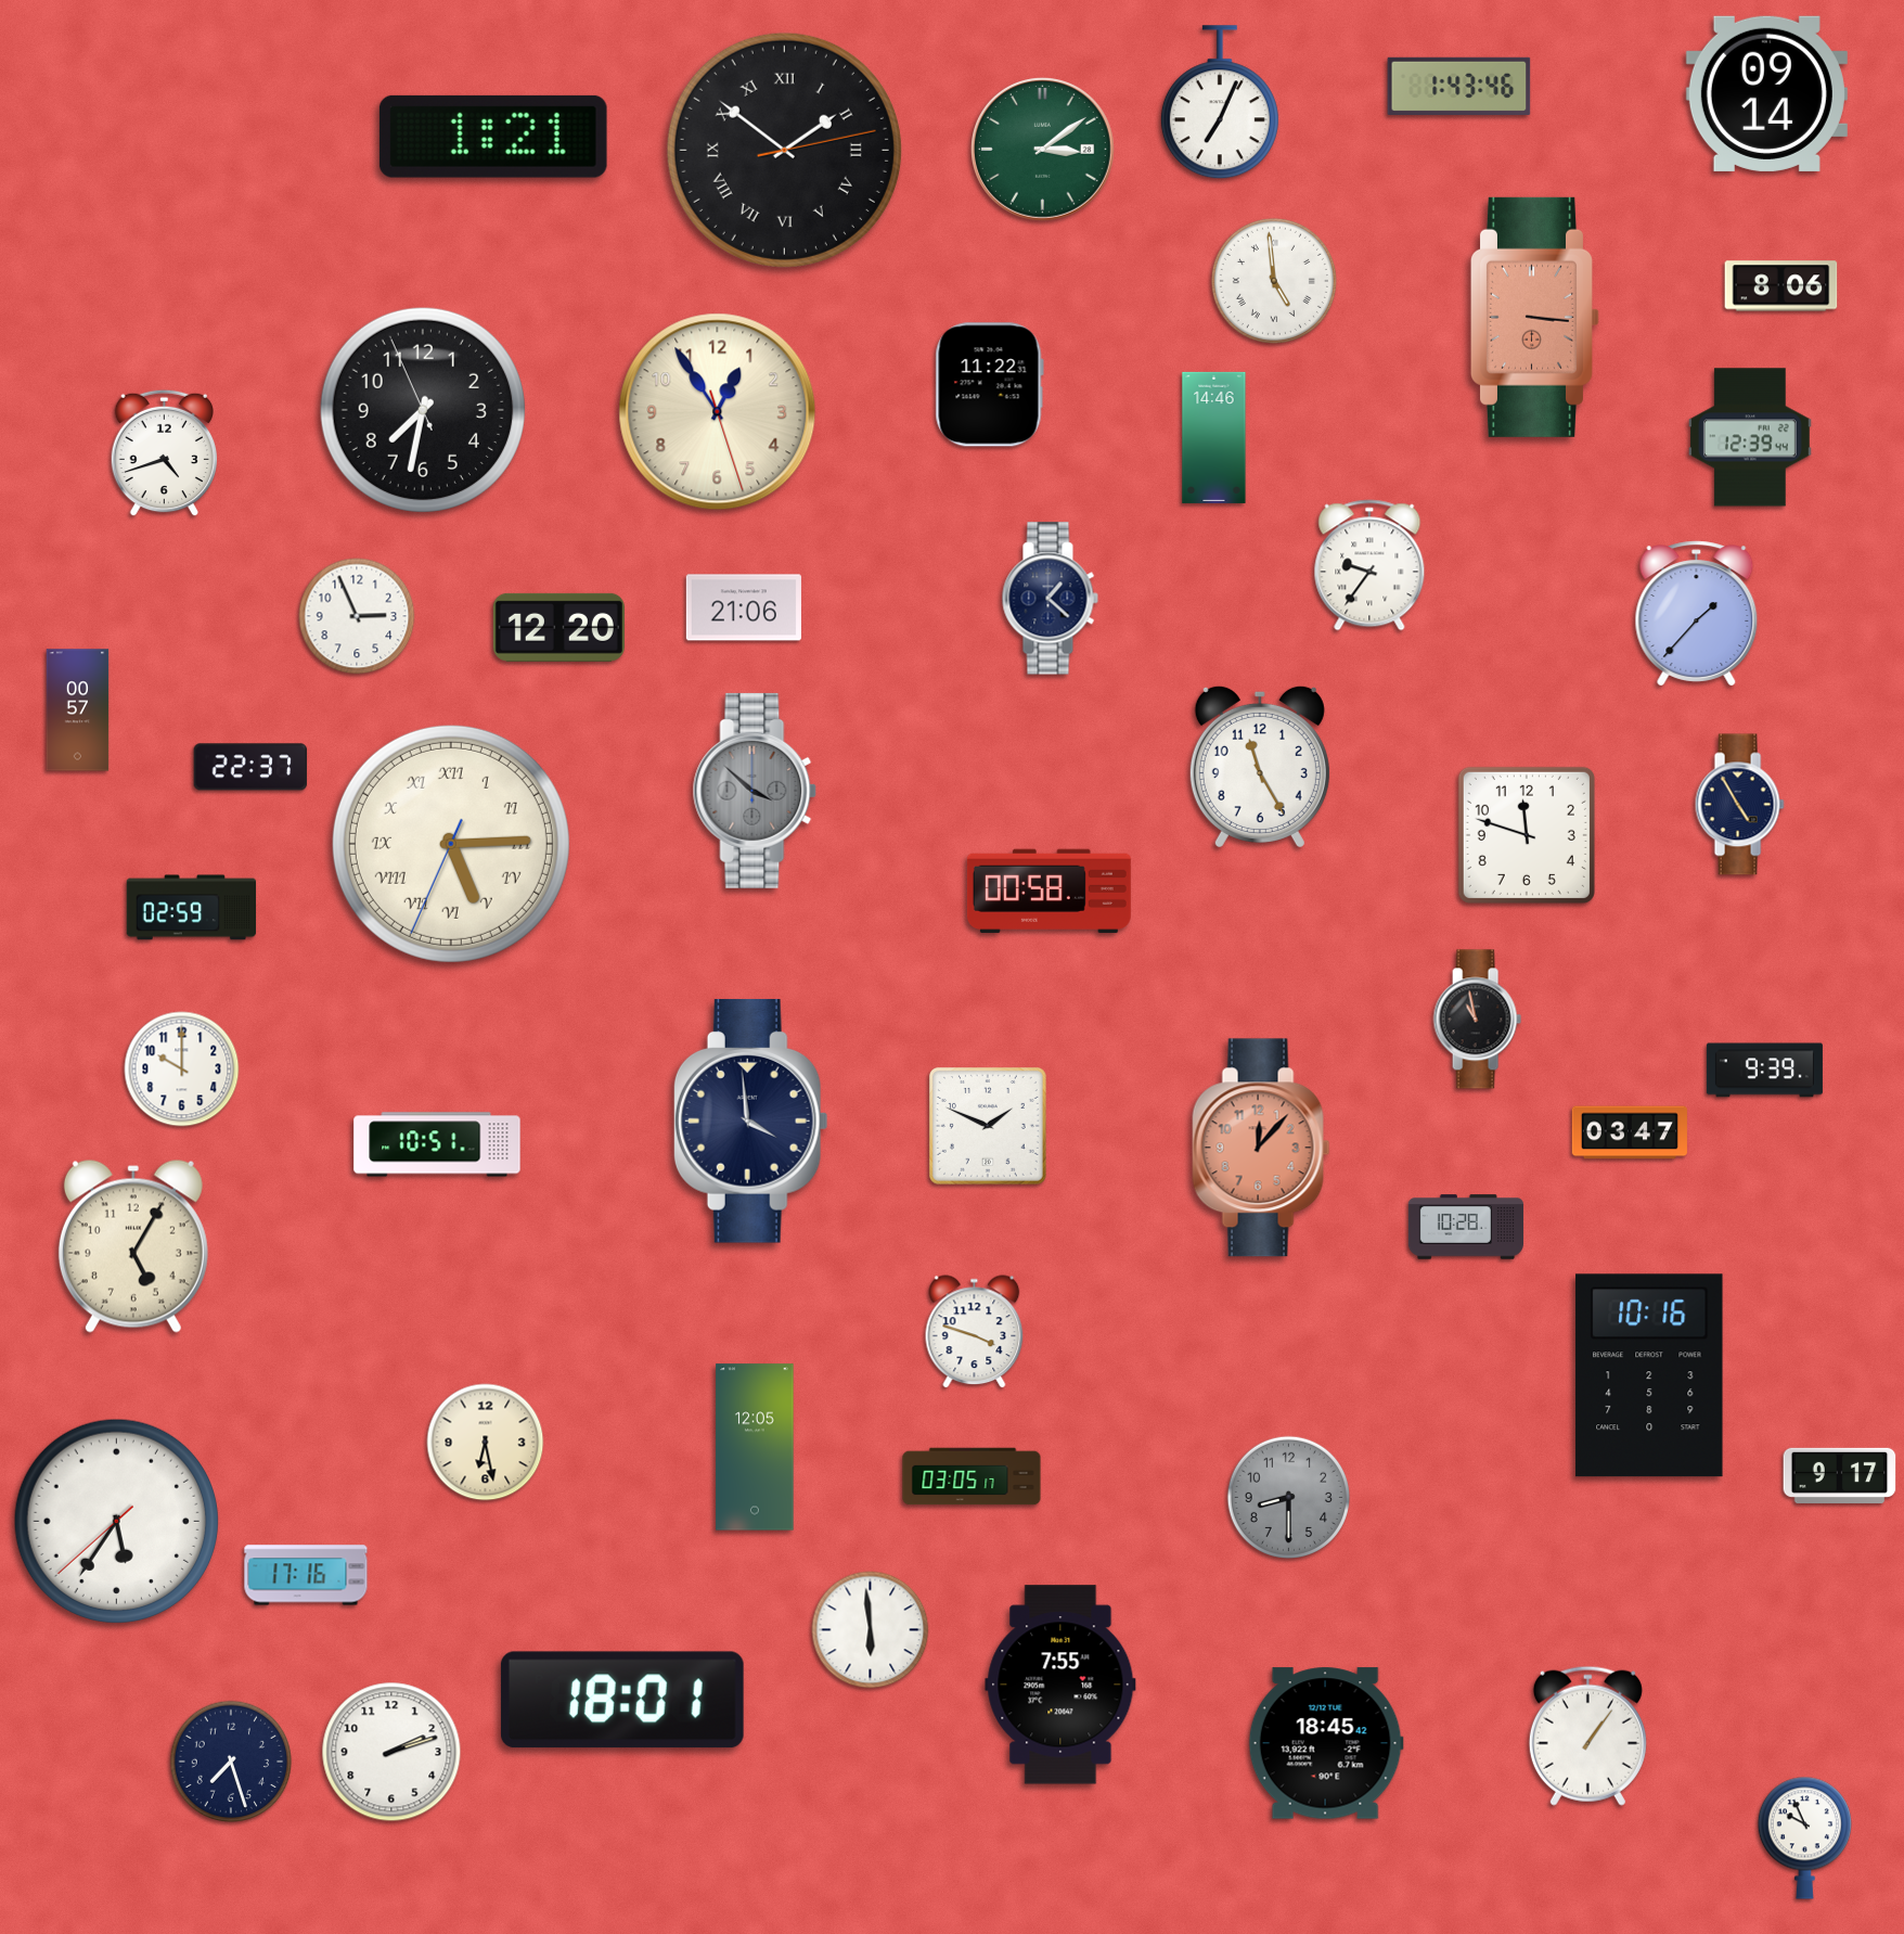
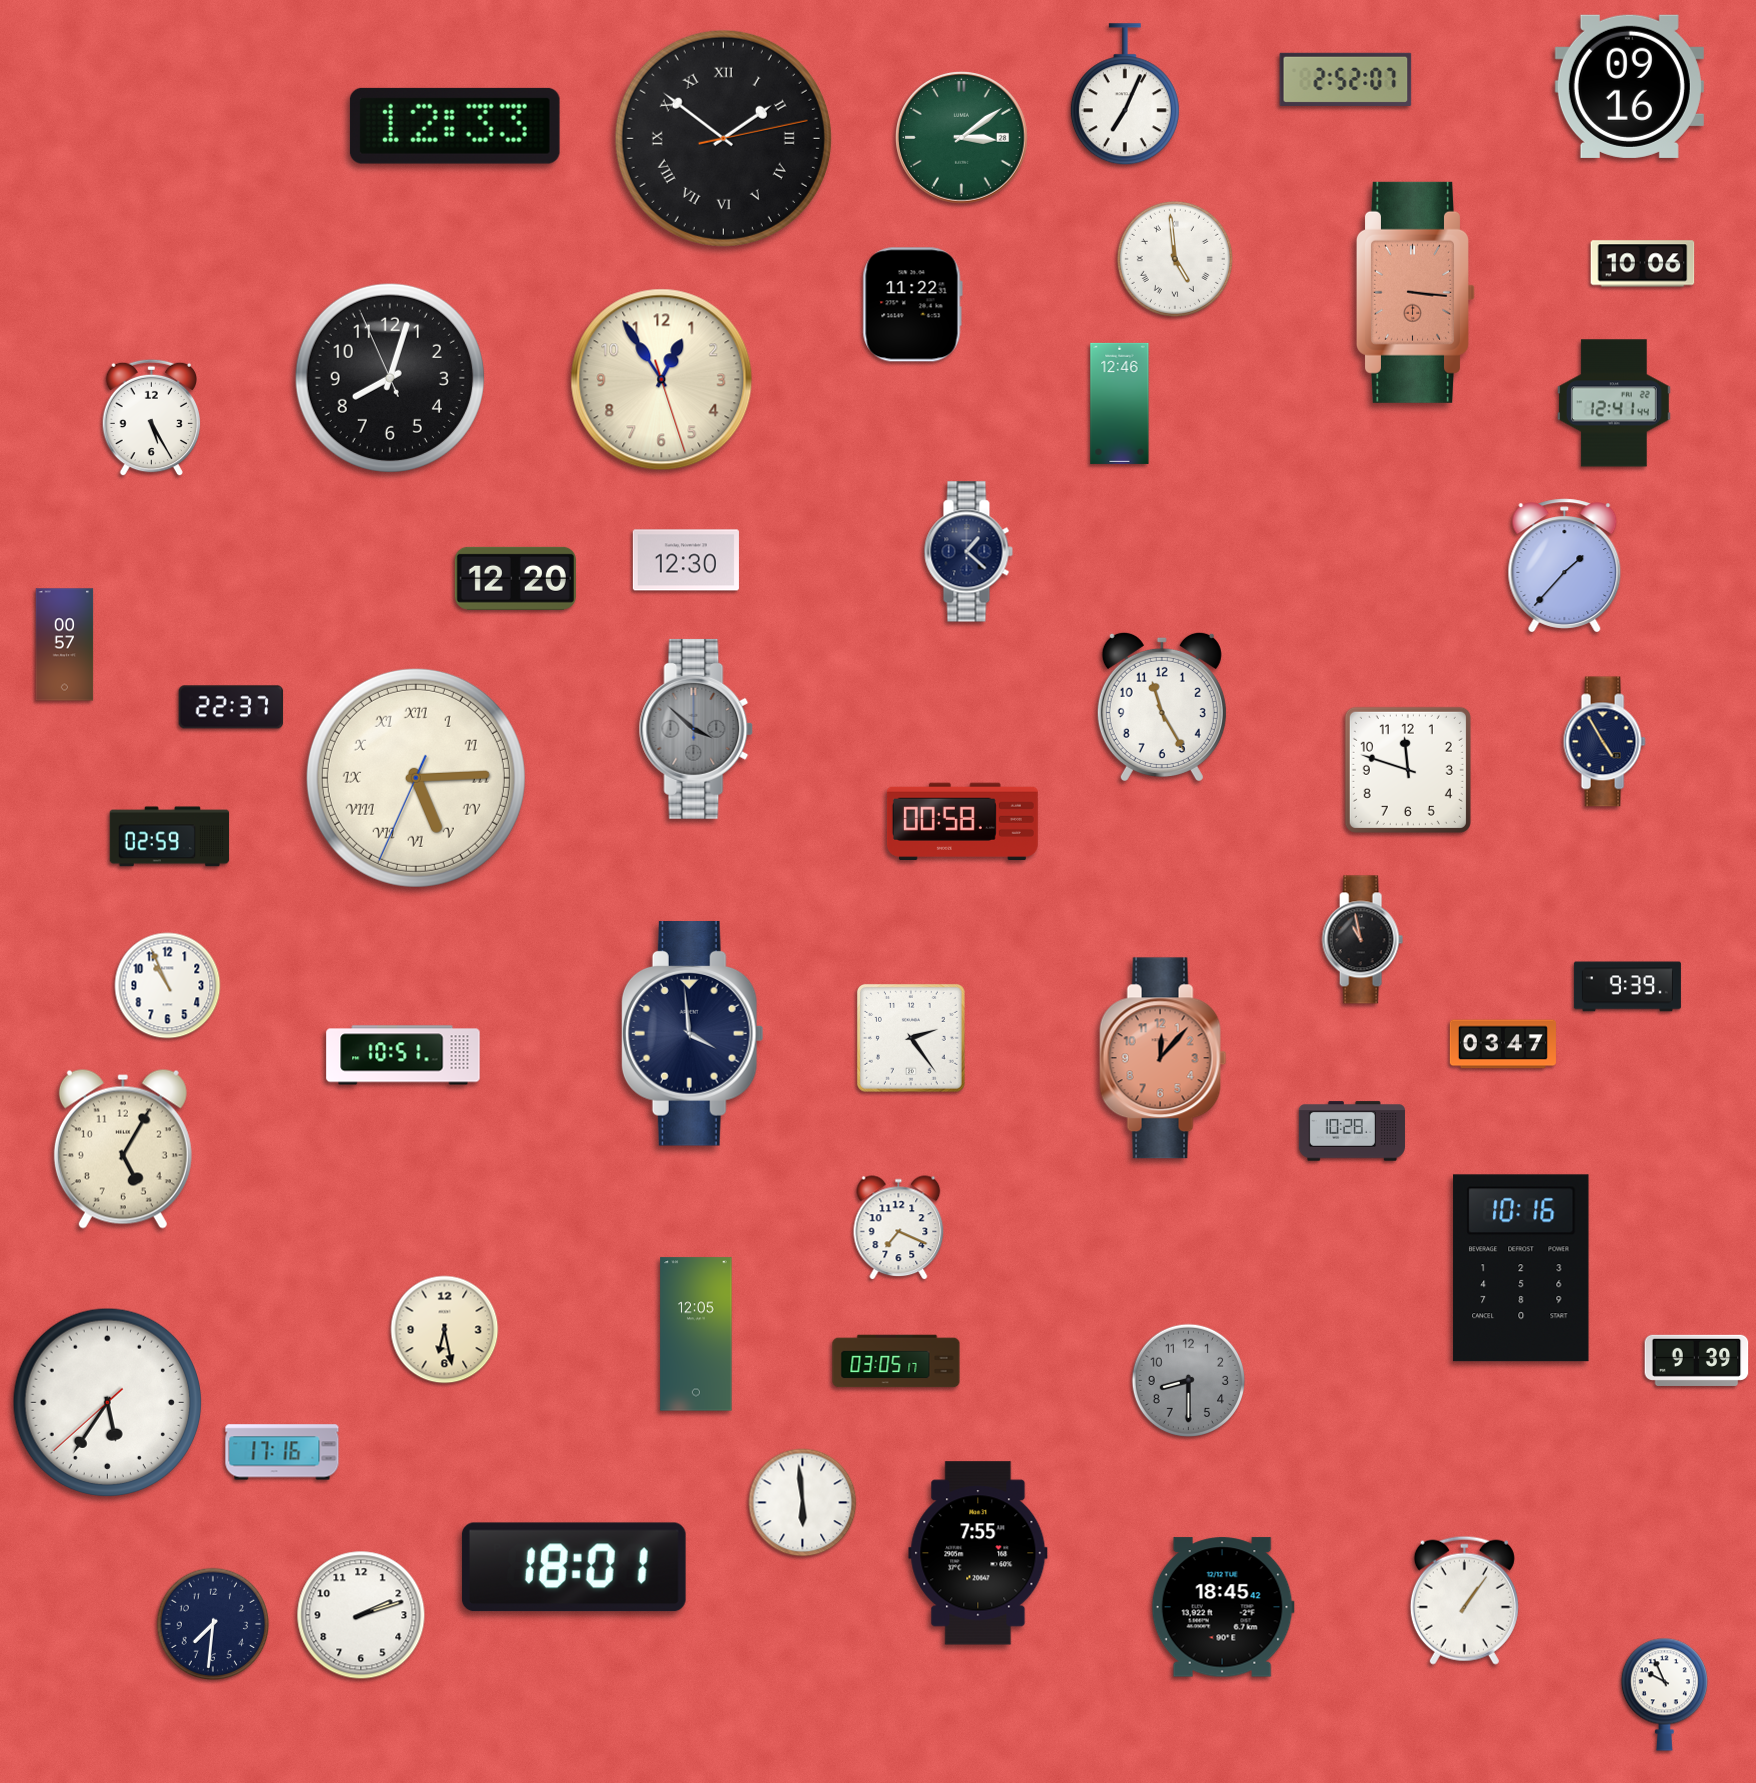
clock at (1459, 86): 1:43 -> 2:52
clock at (1766, 93): 09:14 -> 09:16
clock at (493, 137): 1:21 -> 12:33
clock at (1781, 286): 8:06 -> 10:06
clock at (989, 385) position: (989, 385) -> (912, 305)
clock at (423, 410): 7:31 -> 8:02
clock at (1214, 437): 14:46 -> 12:46
clock at (1750, 437): 12:39 -> 12:41
clock at (164, 453): 4:42 -> 5:25
clock at (1369, 565): 9:36 -> none
clock at (744, 607): 21:06 -> 12:30
clock at (357, 616): 2:56 -> none
clock at (78, 710) position: (78, 710) -> (65, 645)
clock at (1049, 892) position: (1049, 892) -> (962, 822)
clock at (192, 908) position: (192, 908) -> (170, 837)
clock at (182, 1070): 10:00 -> 10:56
clock at (988, 1126): 1:49 -> 2:24
clock at (975, 1332): 3:48 -> 7:19
clock at (486, 1443) position: (486, 1443) -> (445, 1330)
clock at (1840, 1475): 9:17 -> 9:39
clock at (231, 1762): 7:27 -> 7:31
